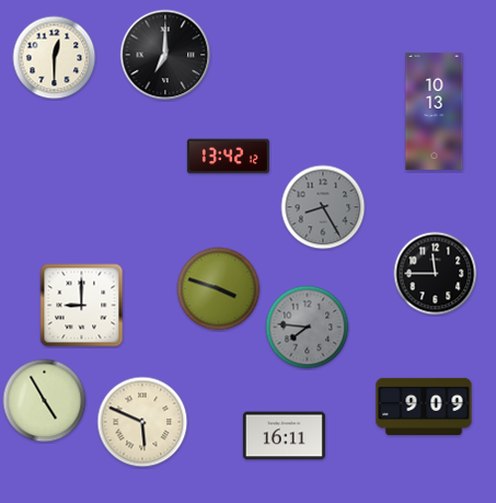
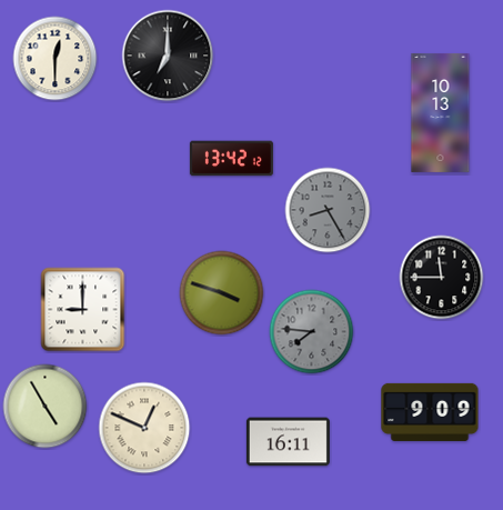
clock at (142, 422): 5:49 -> 12:49
